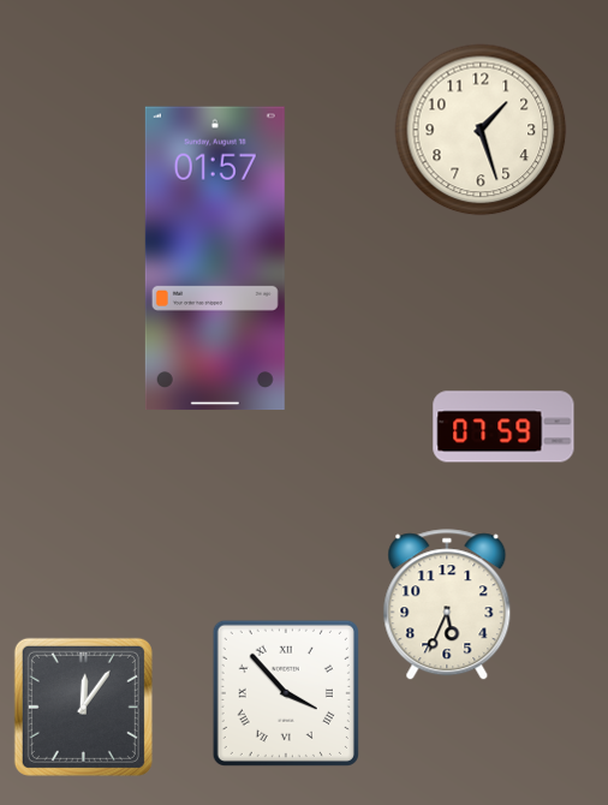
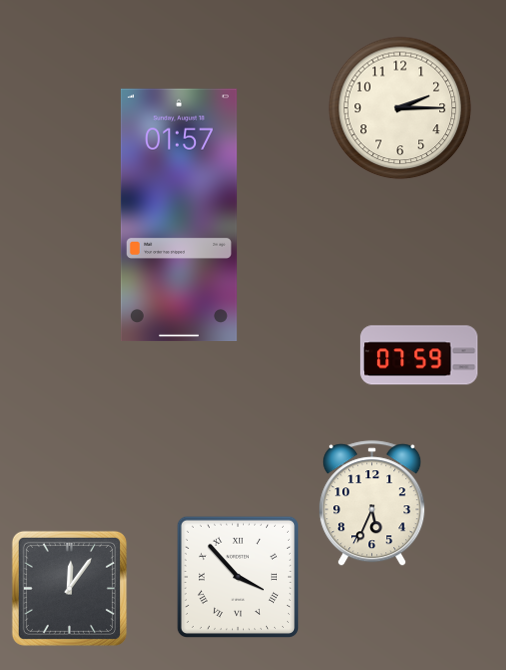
clock at (481, 130): 1:27 -> 2:15
